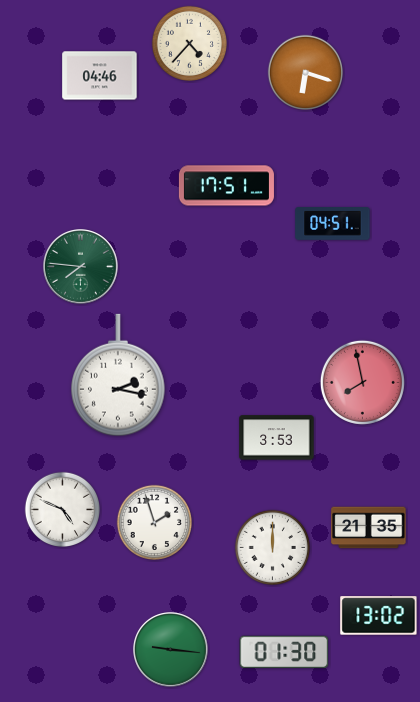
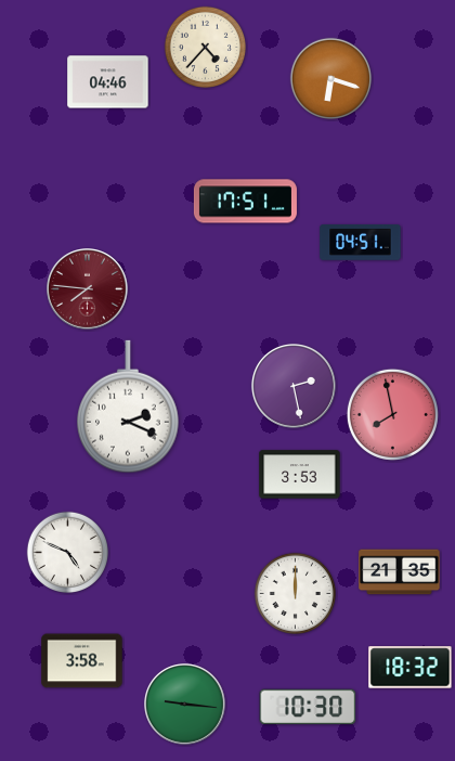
clock at (81, 267) dial: green -> burgundy
clock at (294, 386): none -> 2:28
clock at (119, 375): 2:17 -> 2:19
clock at (154, 522): 1:57 -> none
clock at (82, 661): none -> 3:58
clock at (379, 616): 13:02 -> 18:32
clock at (284, 652): 01:30 -> 10:30
